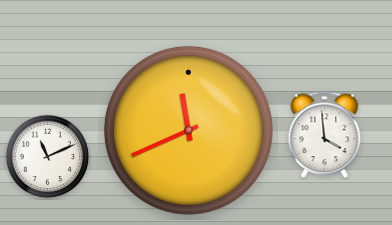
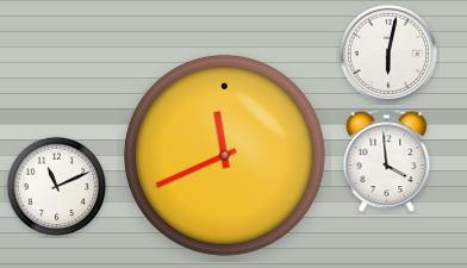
clock at (388, 54): none -> 6:02
